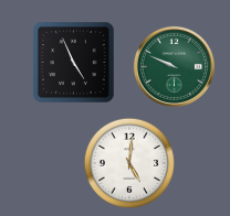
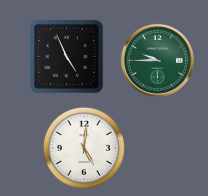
clock at (174, 66): 9:49 -> 9:45
clock at (129, 163) position: (129, 163) -> (84, 148)
